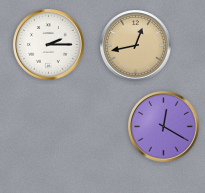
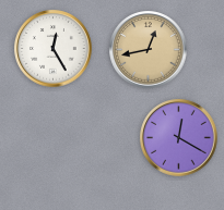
clock at (49, 45): 2:15 -> 12:25
